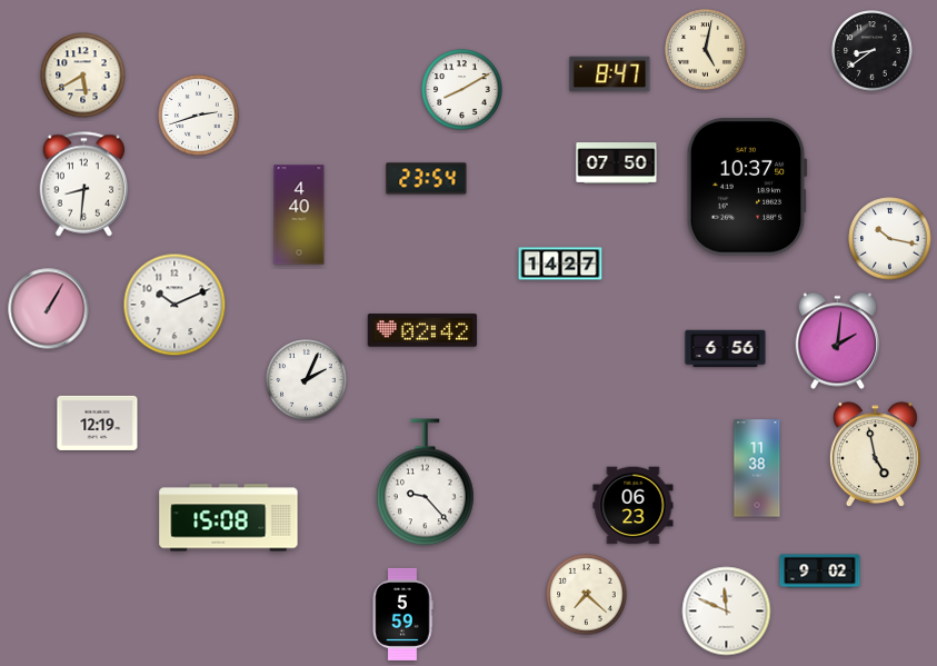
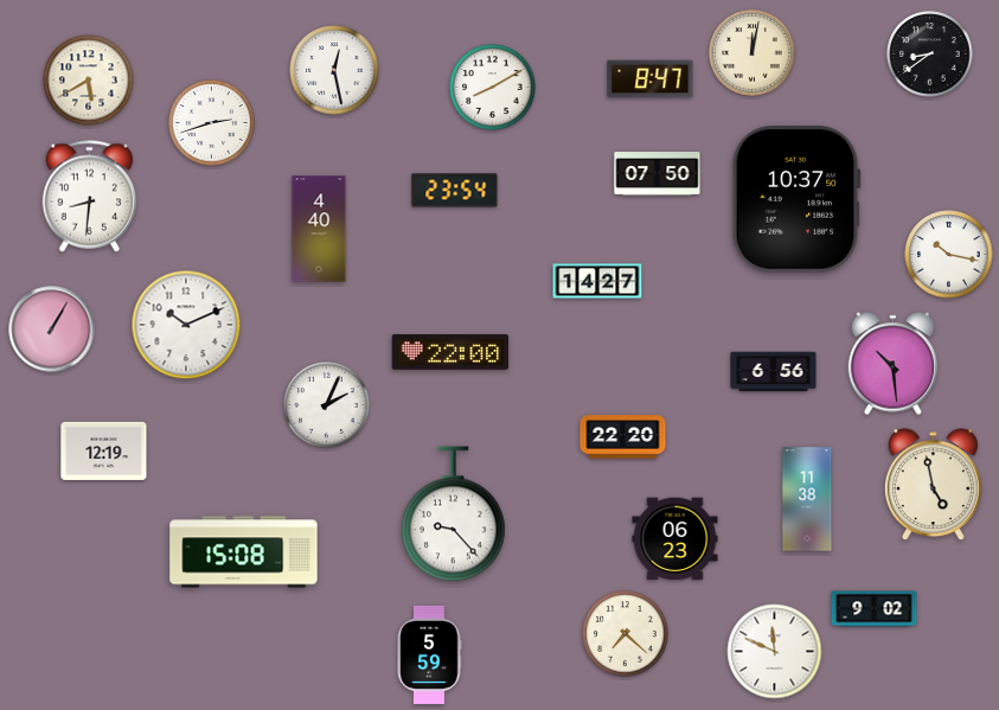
clock at (706, 50): 5:02 -> 12:02
clock at (334, 70): none -> 12:28
clock at (462, 90) position: (462, 90) -> (493, 88)
clock at (422, 330): 02:42 -> 22:00
clock at (837, 341): 2:01 -> 10:29
clock at (623, 437): none -> 22:20
